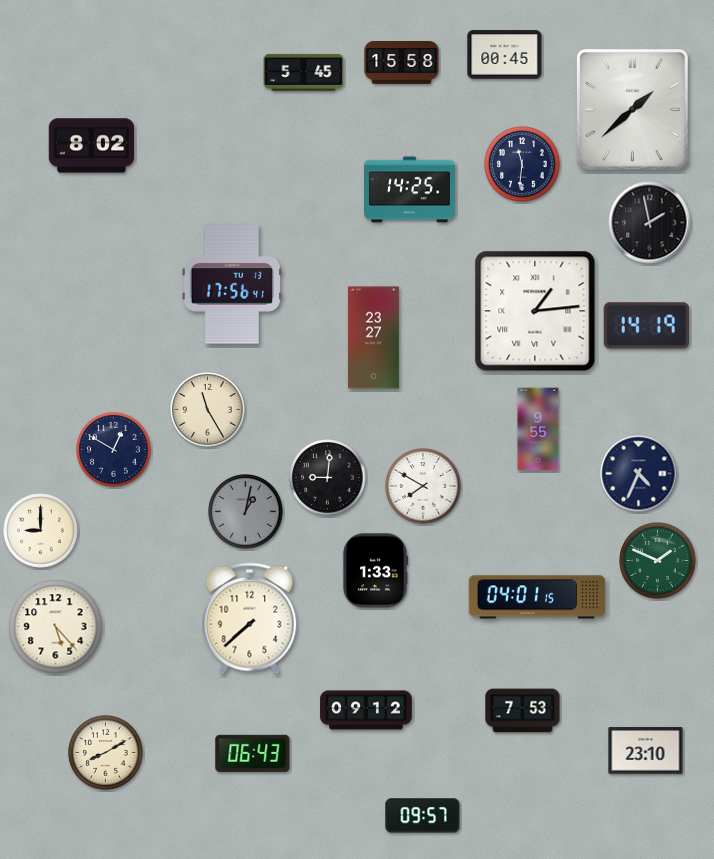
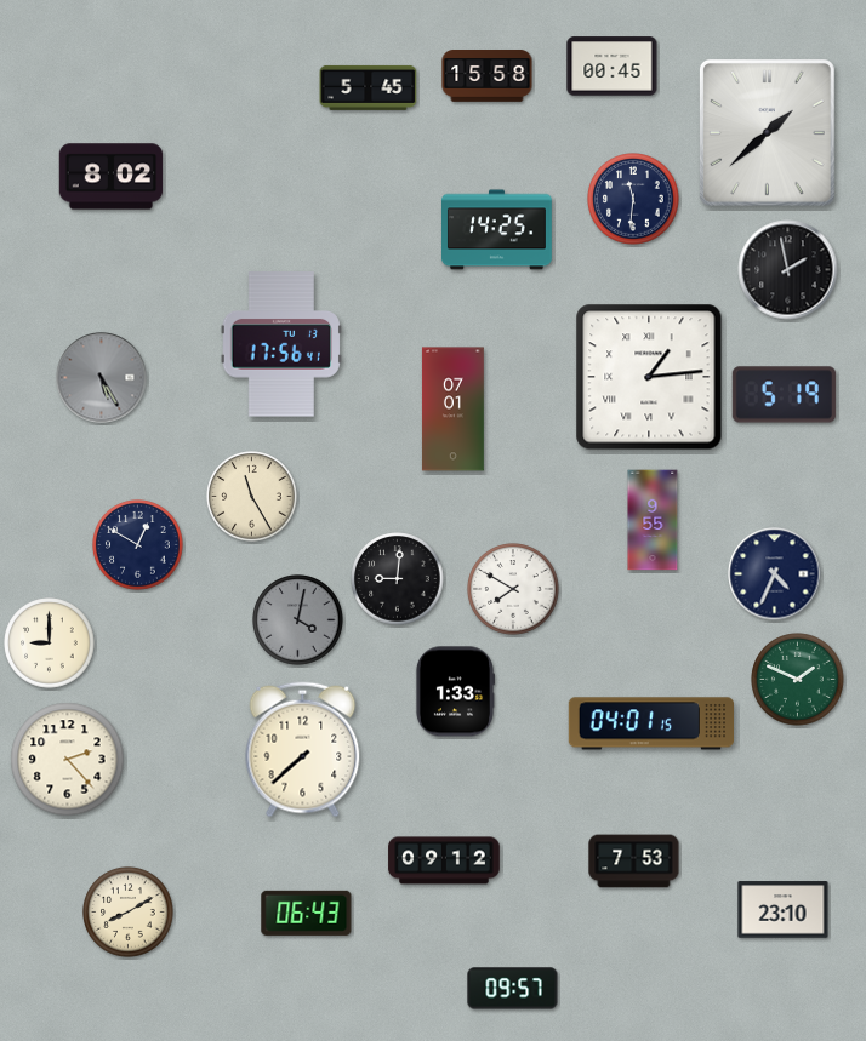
clock at (102, 378): none -> 5:25
clock at (647, 326): 14:19 -> 5:19
clock at (373, 338): 23:27 -> 07:01
clock at (246, 512): 1:02 -> 4:02
clock at (56, 627): 5:23 -> 2:23
